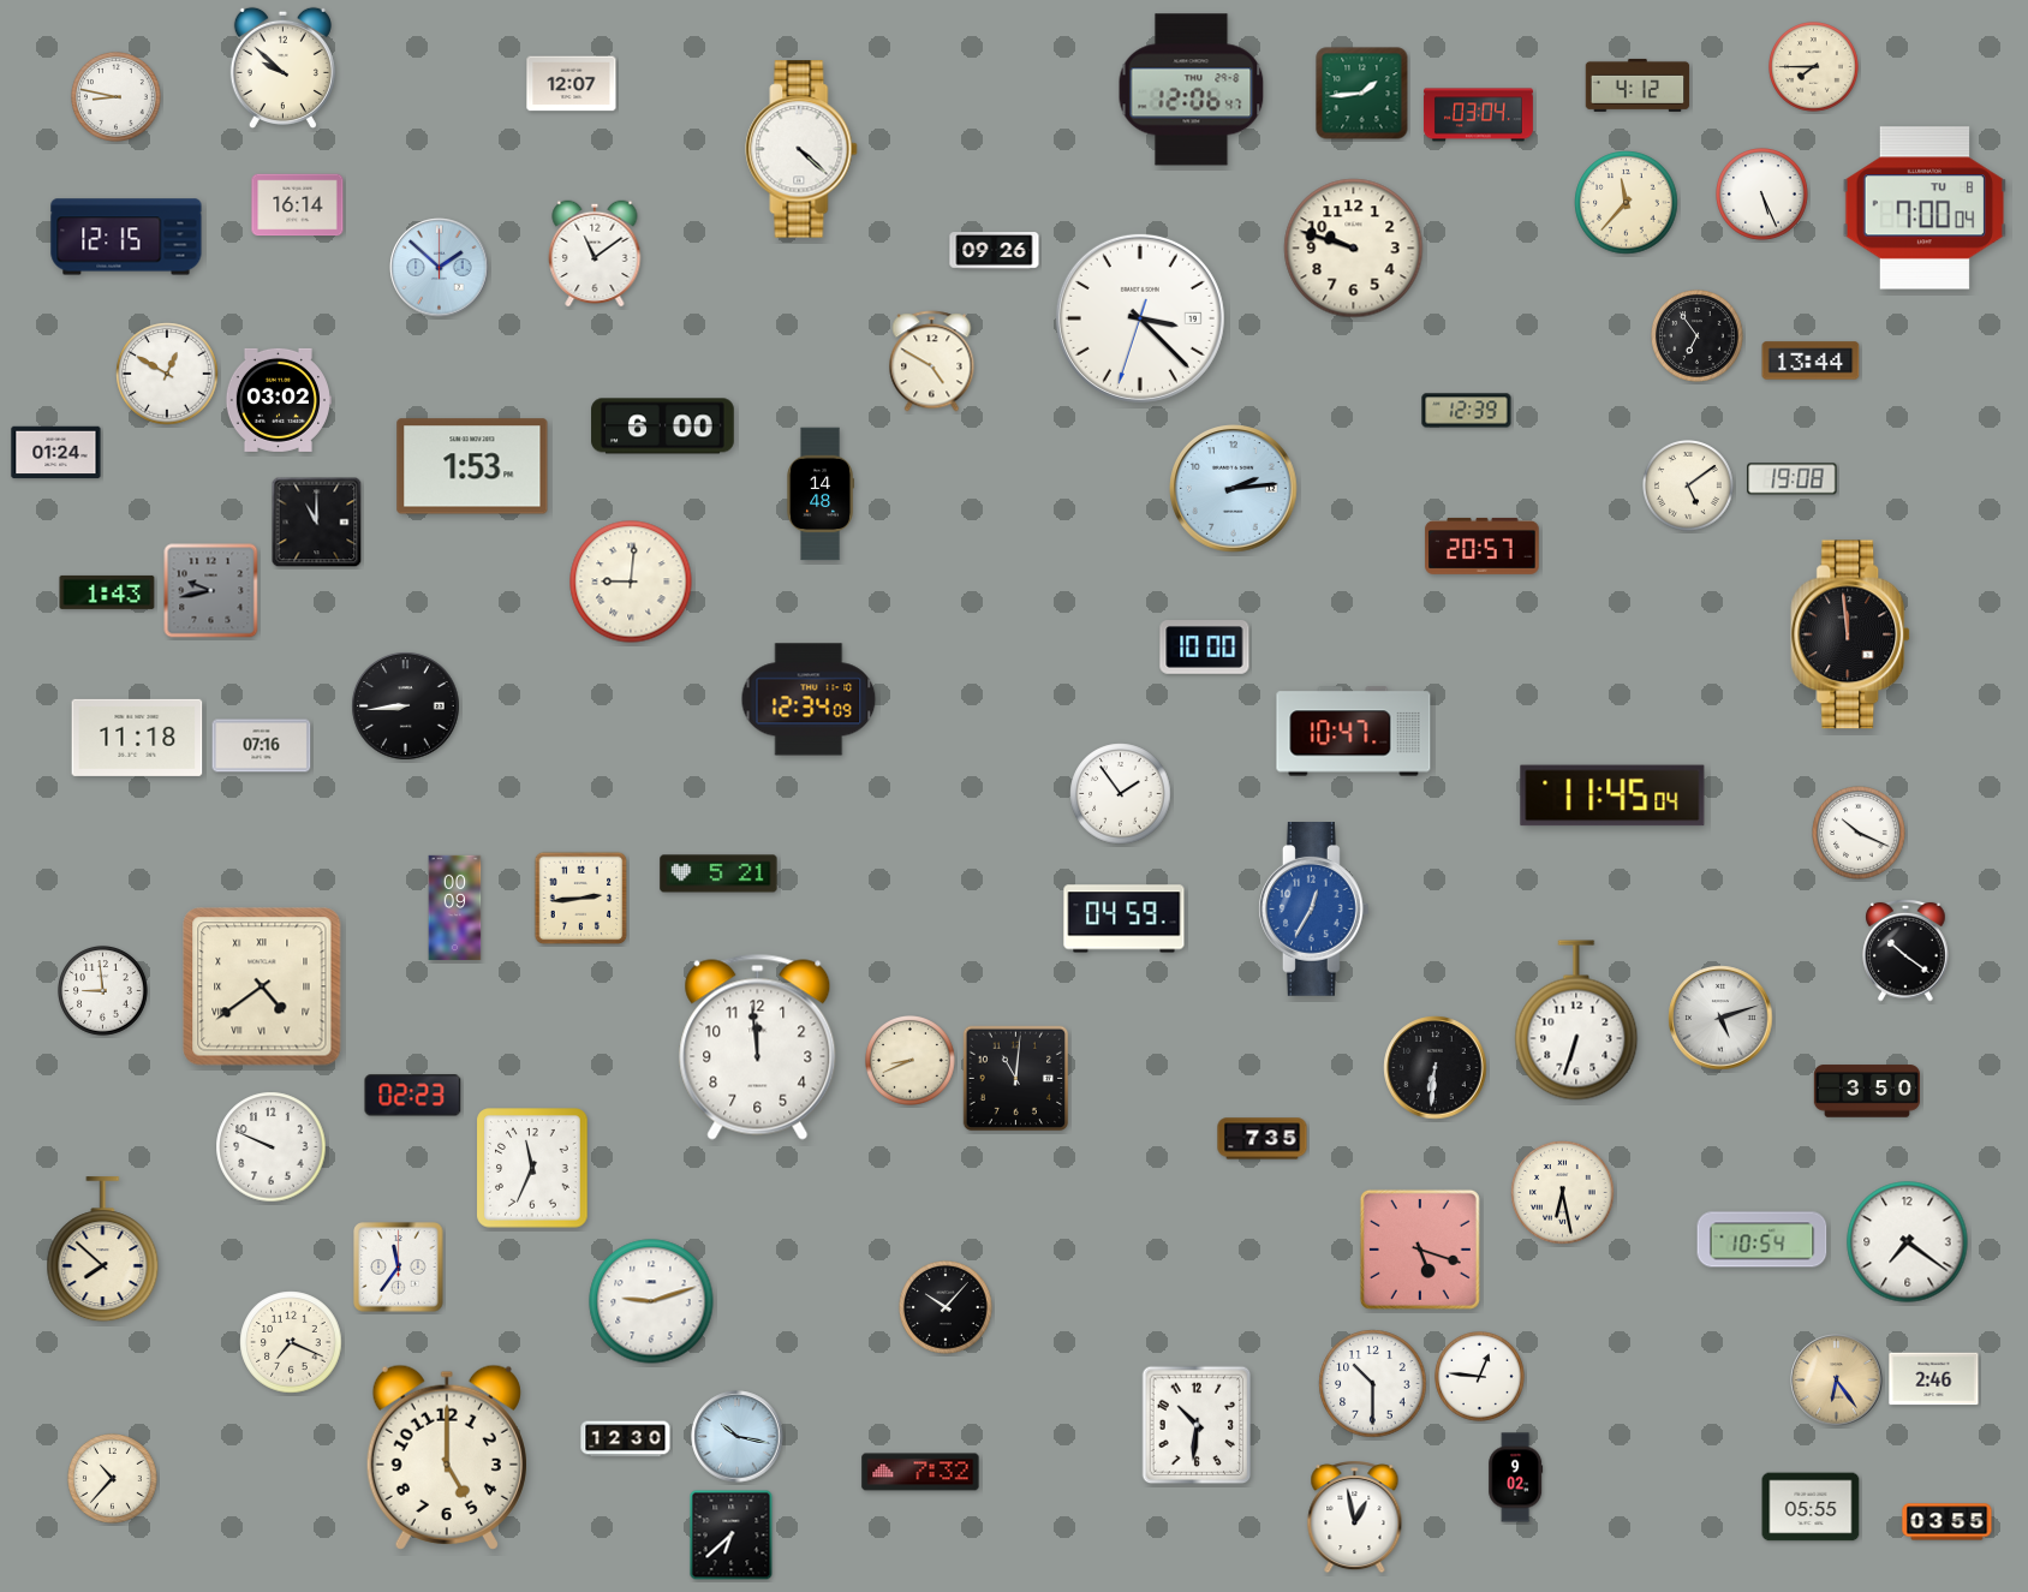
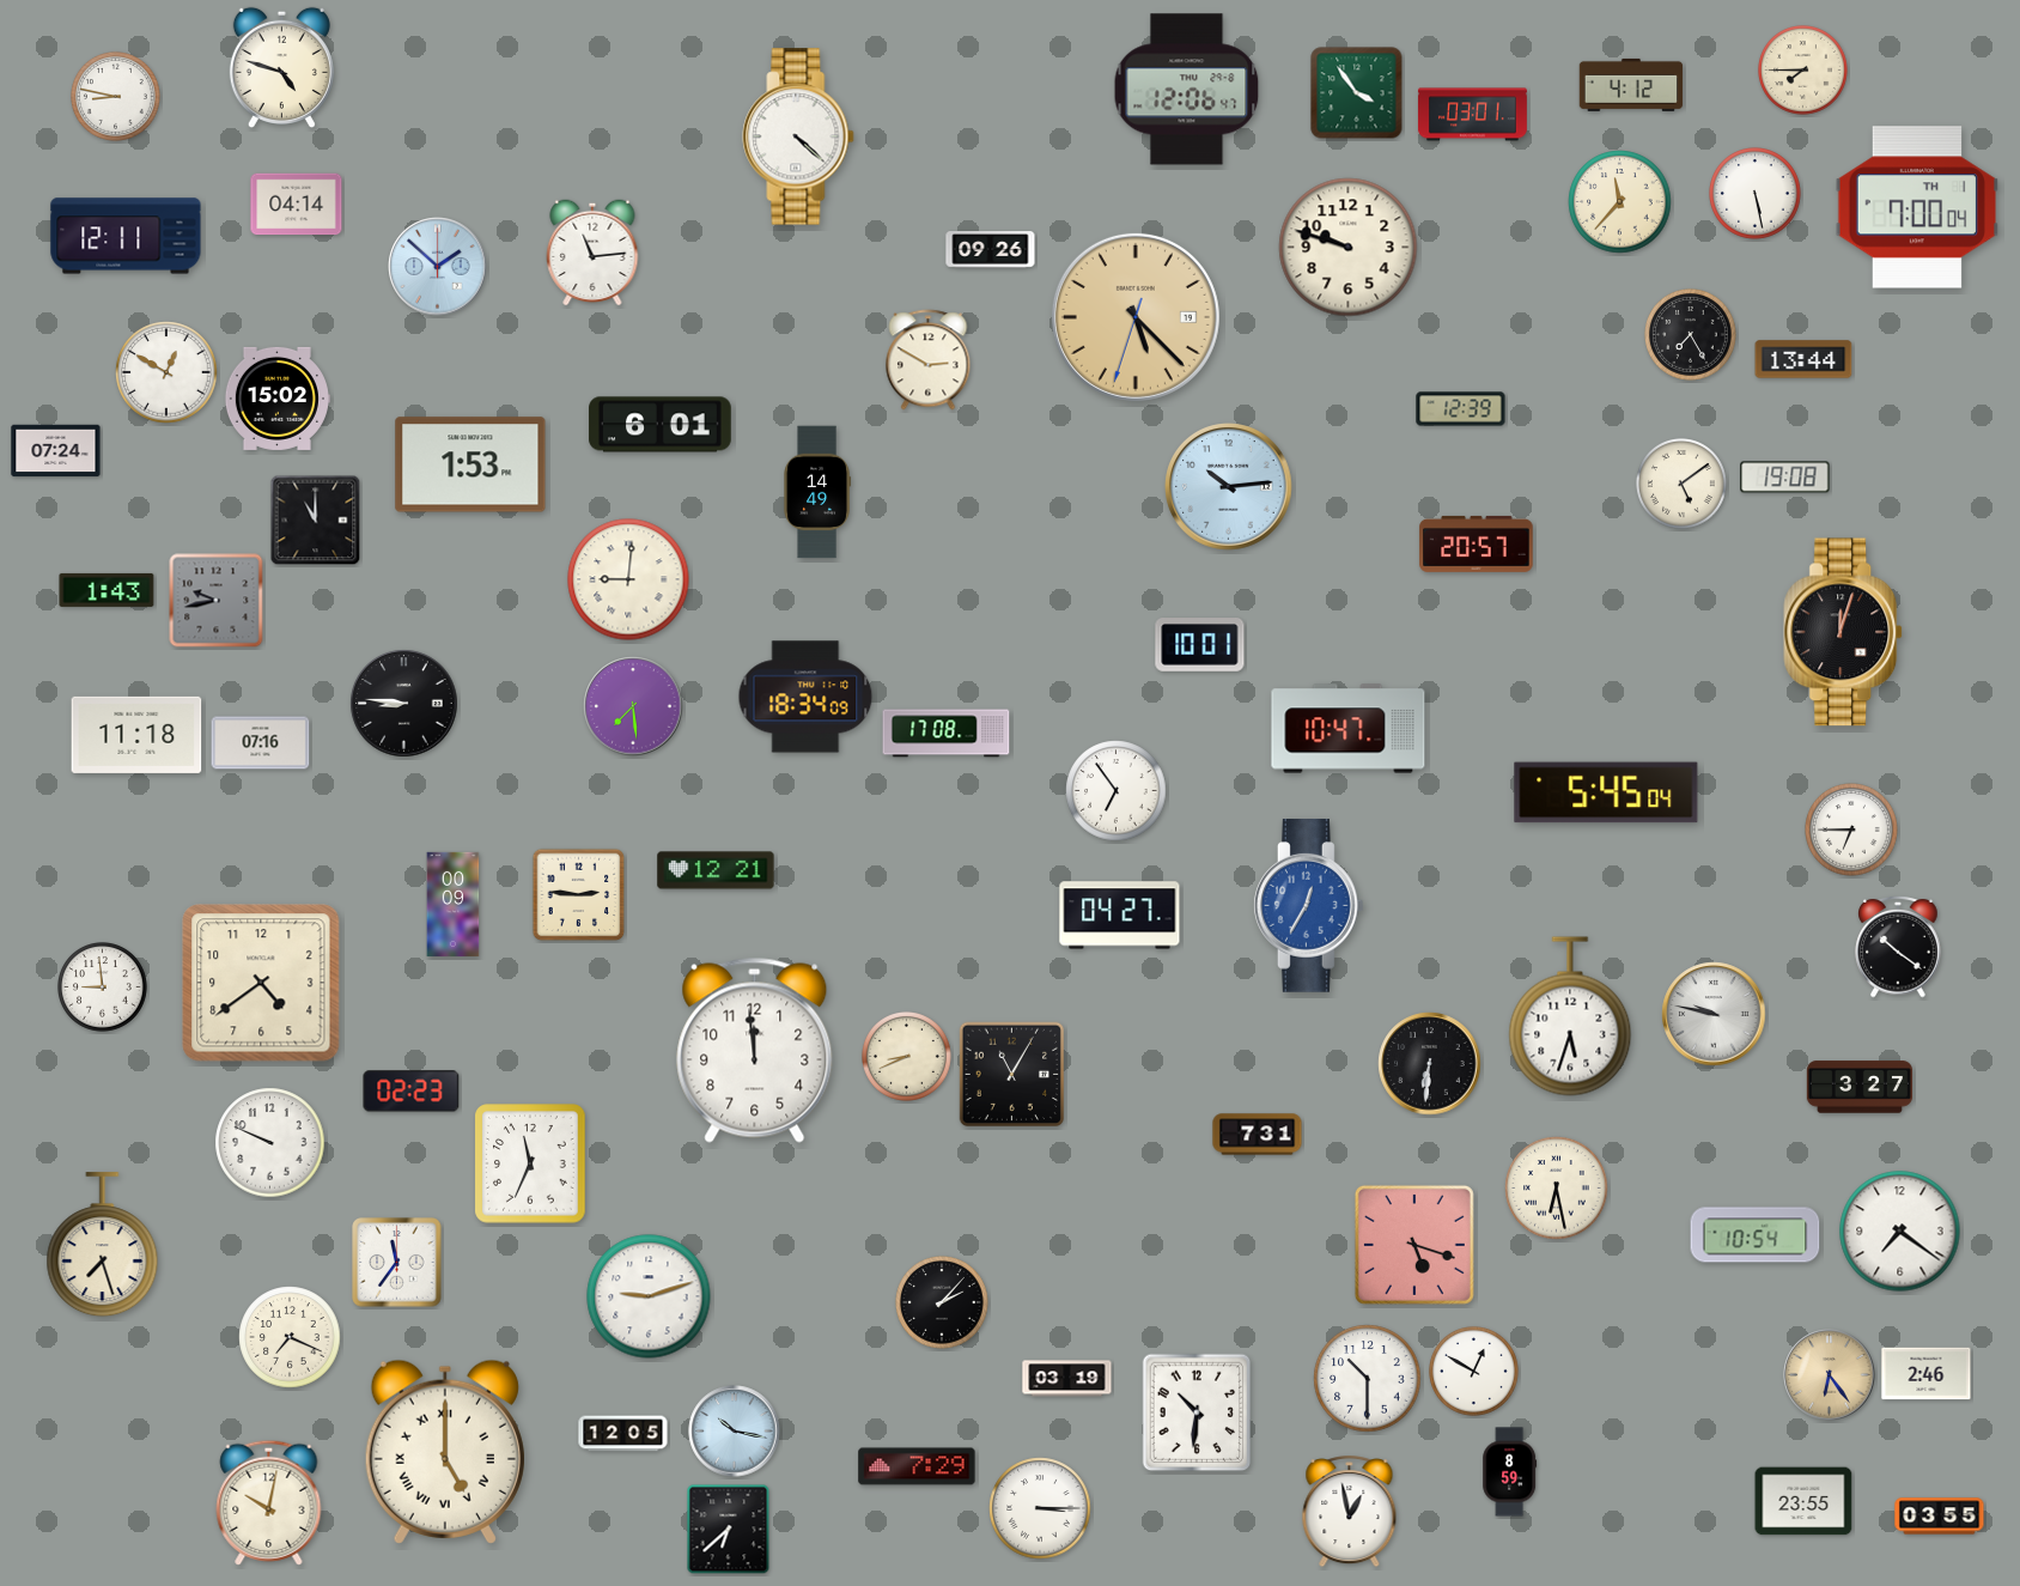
clock at (282, 67): 9:52 -> 4:48
clock at (1814, 67) position: (1814, 67) -> (1803, 71)
clock at (572, 84): 12:07 -> none
clock at (1362, 94): 1:44 -> 3:54
clock at (1478, 115): 03:04 -> 03:01
clock at (801, 149) position: (801, 149) -> (798, 136)
clock at (1762, 195): 5:26 -> 5:28
clock at (298, 205): 16:14 -> 04:14
clock at (1925, 208) date: TU 8 -> TH 1
clock at (126, 237): 12:15 -> 12:11
clock at (595, 254): 11:09 -> 11:14
clock at (1140, 318): 3:22 -> 5:22
clock at (1140, 318) dial: white -> champagne
clock at (1698, 336): 6:54 -> 7:25
clock at (932, 362): 4:50 -> 2:50
clock at (278, 400): 03:02 -> 15:02
clock at (663, 427): 6:00 -> 6:01
clock at (56, 453): 01:24 -> 07:24
clock at (1234, 489): 2:14 -> 10:14
clock at (819, 494): 14:48 -> 14:49
clock at (211, 591) position: (211, 591) -> (217, 601)
clock at (1851, 634): 11:59 -> 12:03
clock at (1205, 648): 10:00 -> 10:01
clock at (809, 699): 12:34 -> 18:34
clock at (406, 706): 8:44 -> 8:46
clock at (633, 706): none -> 7:29
clock at (947, 734): none -> 17:08
clock at (1121, 794): 1:54 -> 6:54
clock at (1612, 795): 11:45 -> 5:45
clock at (1859, 833): 10:19 -> 6:45
clock at (718, 873): 5:21 -> 12:21
clock at (581, 899): 2:44 -> 2:46
clock at (1125, 919): 04:59 -> 04:27
clock at (262, 986) numerals: Roman -> Arabic
clock at (1720, 1018): 5:12 -> 9:47
clock at (1576, 1020): 6:33 -> 5:33
clock at (758, 1047) position: (758, 1047) -> (755, 1050)
clock at (1016, 1079): 11:01 -> 11:05
clock at (1867, 1091): 3:50 -> 3:27
clock at (1263, 1139): 7:35 -> 7:31
clock at (1908, 1242) position: (1908, 1242) -> (1900, 1232)
clock at (103, 1250): 7:52 -> 7:27
clock at (946, 1307): 10:07 -> 2:07
clock at (1480, 1377): 12:46 -> 12:50
clock at (1067, 1379): none -> 03:19
clock at (1197, 1425) position: (1197, 1425) -> (1197, 1412)
clock at (626, 1439): 12:30 -> 12:05
clock at (447, 1457) numerals: Arabic -> Roman
clock at (920, 1472): 7:32 -> 7:29
clock at (1516, 1478): 9:02 -> 8:59
clock at (113, 1479): 10:37 -> none
clock at (1811, 1507): 05:55 -> 23:55
clock at (269, 1502): none -> 10:02
clock at (1040, 1508): none -> 3:15
